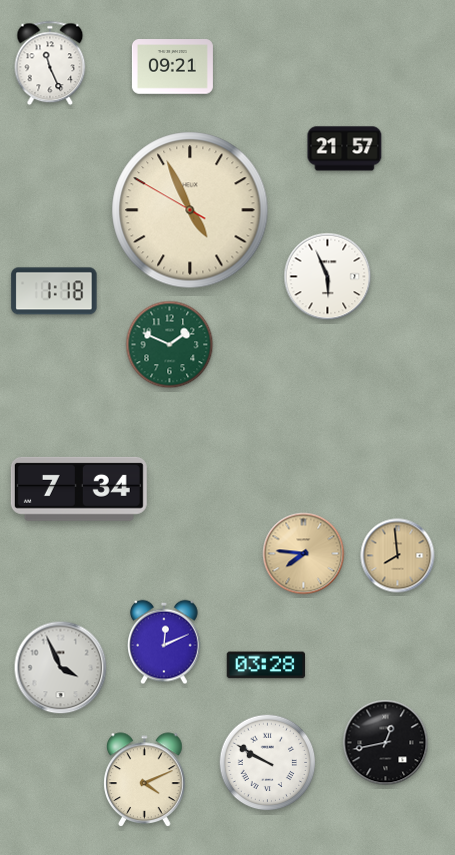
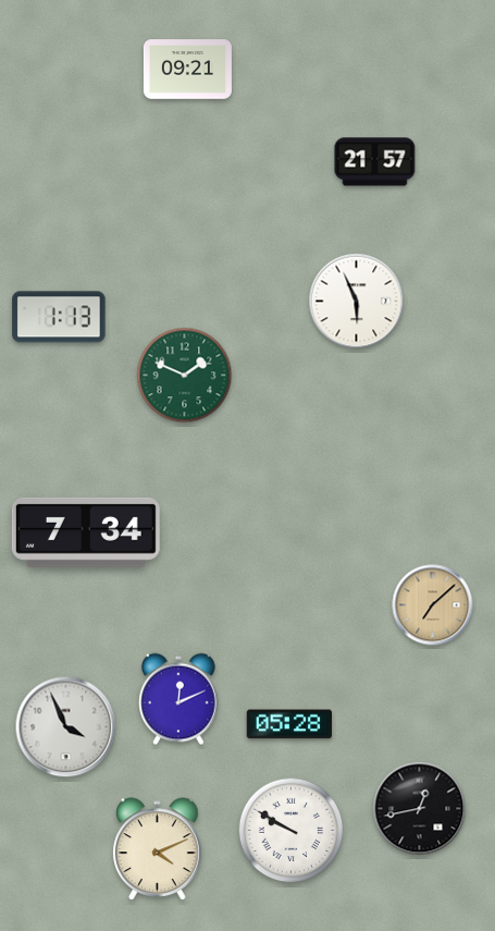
clock at (50, 63): 11:26 -> none
clock at (172, 67) position: (172, 67) -> (187, 70)
clock at (190, 210): 4:55 -> none
clock at (54, 291): 1:18 -> 1:13
clock at (304, 554): 7:46 -> none
clock at (398, 556): 7:59 -> 7:08
clock at (266, 665): 03:28 -> 05:28
